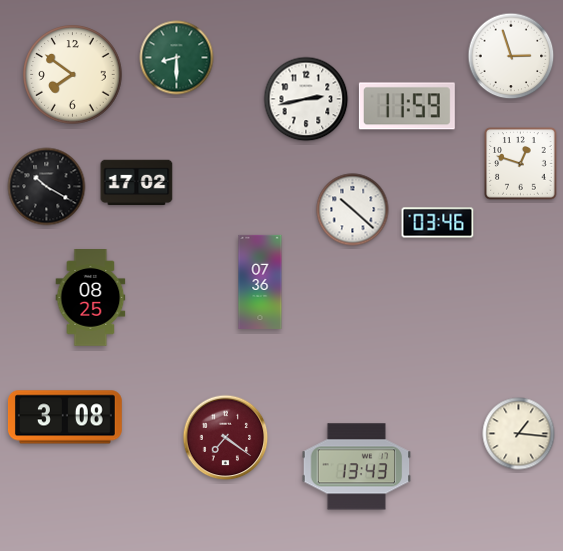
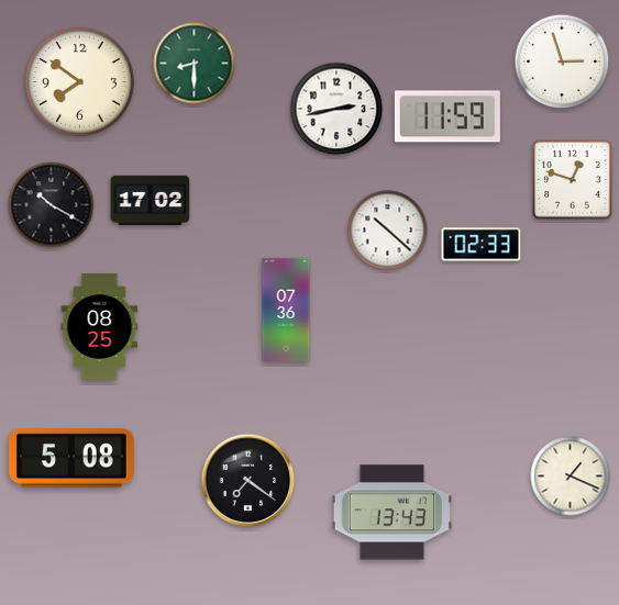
clock at (438, 223): 03:46 -> 02:33
clock at (65, 417): 3:08 -> 5:08
clock at (519, 434): 1:16 -> 1:19
clock at (226, 438) dial: burgundy -> black
